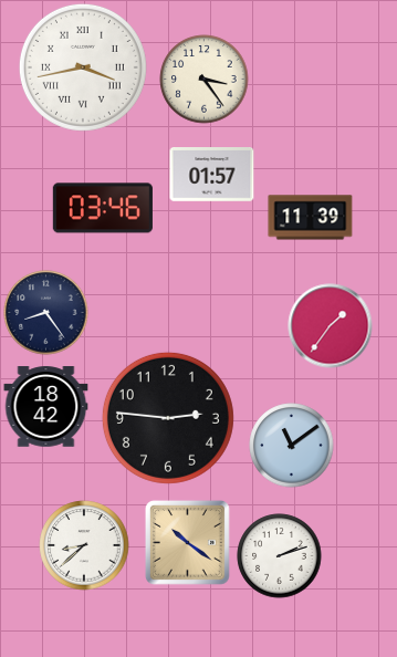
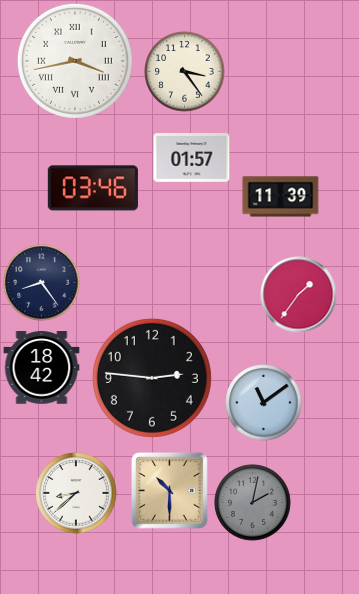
clock at (188, 543): 10:21 -> 10:30
clock at (280, 556): 2:12 -> 2:02
clock at (280, 556) dial: white -> grey
